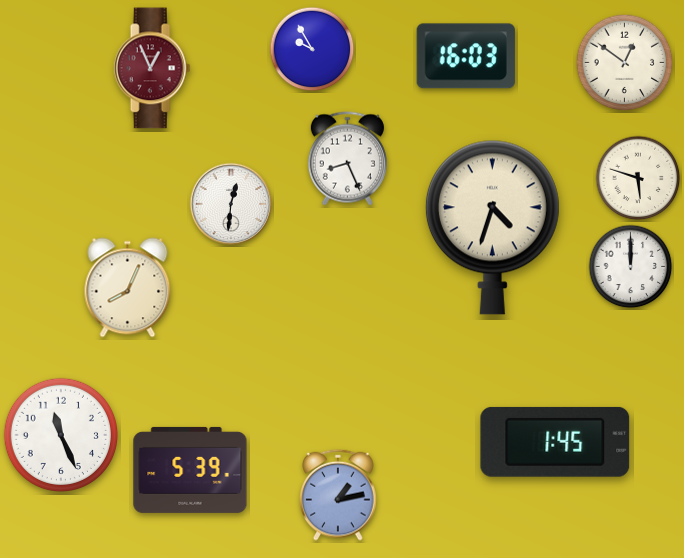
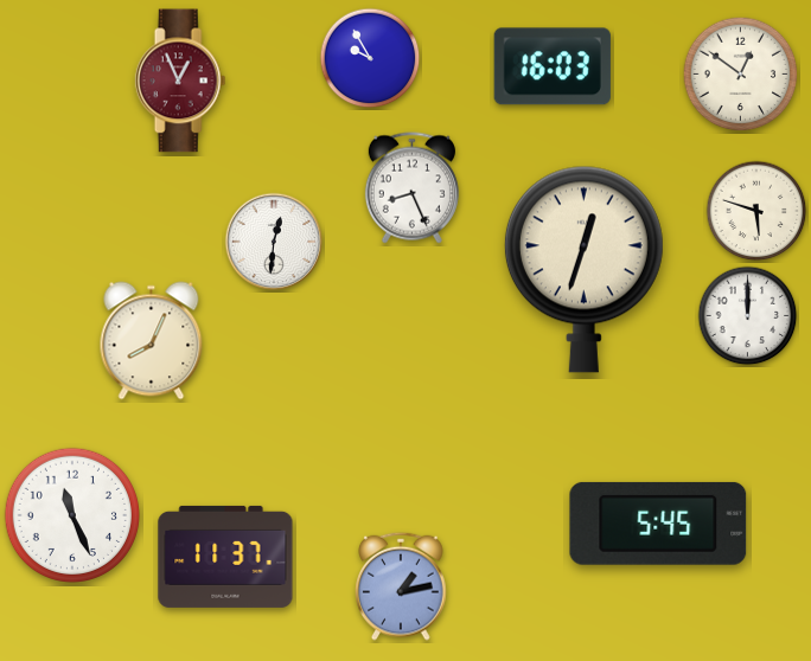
clock at (492, 227): 4:33 -> 12:33
clock at (555, 442): 1:45 -> 5:45
clock at (190, 470): 5:39 -> 11:37
